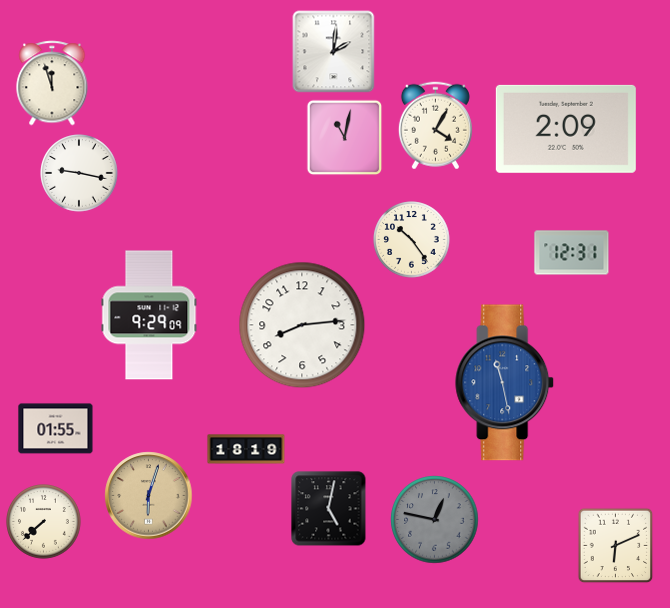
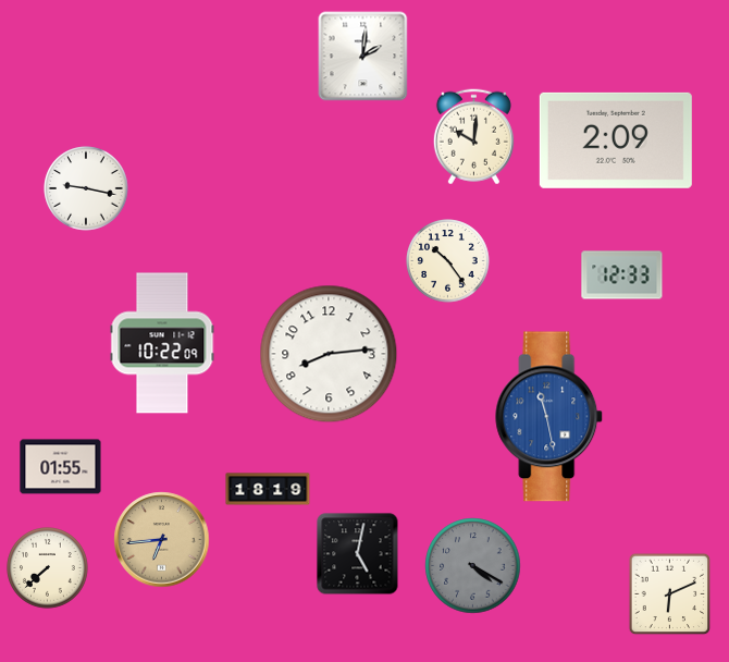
clock at (52, 83): 11:57 -> none
clock at (435, 126): 4:05 -> 10:01
clock at (345, 138): 11:02 -> none
clock at (572, 253): 12:31 -> 12:33
clock at (149, 315): 9:29 -> 10:22
clock at (149, 496): 6:03 -> 6:44
clock at (435, 520): 12:47 -> 4:20
